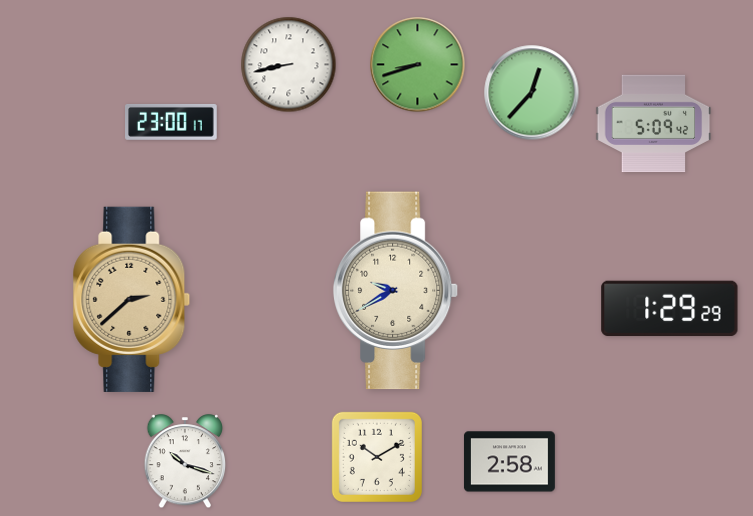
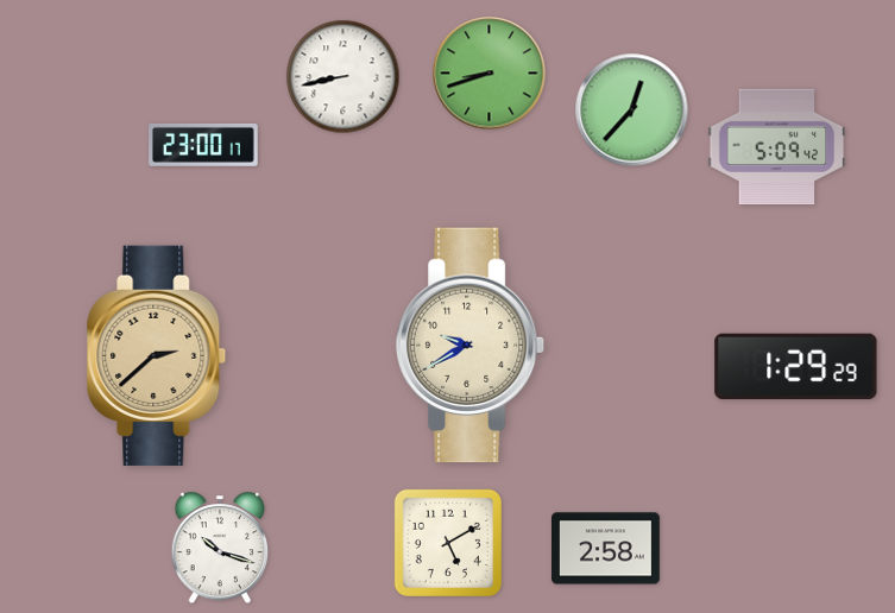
clock at (418, 65) position: (418, 65) -> (490, 74)
clock at (377, 457): 10:10 -> 5:10
